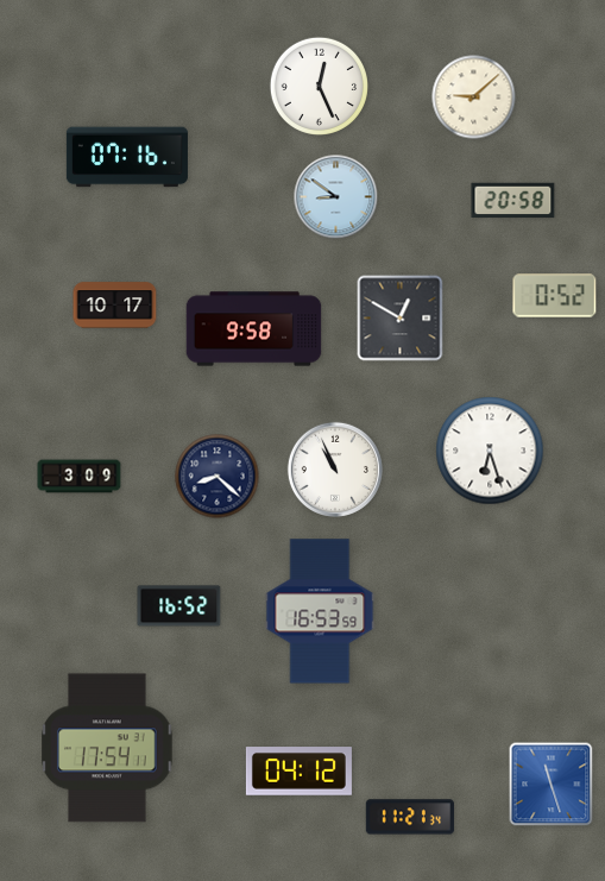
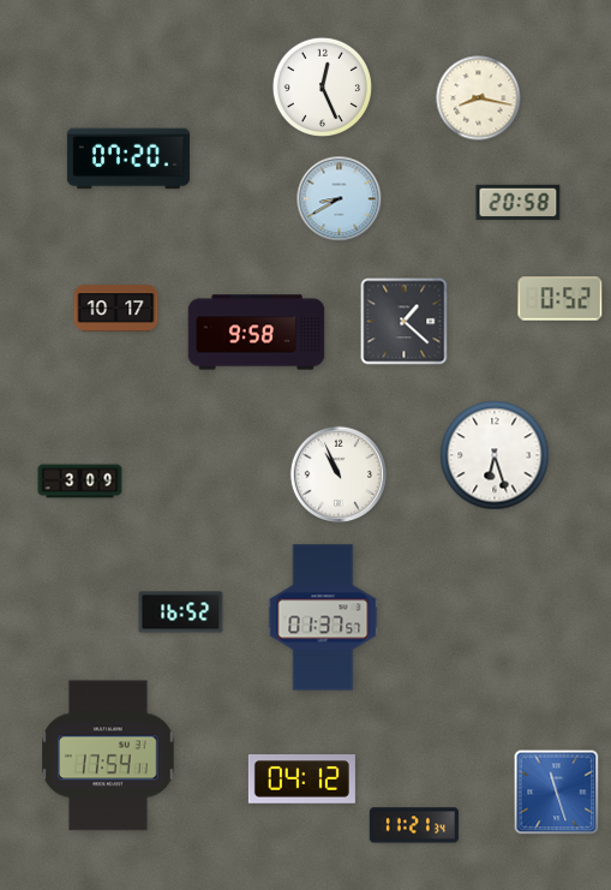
clock at (474, 97): 9:08 -> 8:17
clock at (127, 157): 07:16 -> 07:20
clock at (336, 197): 8:51 -> 8:40
clock at (401, 319): 12:50 -> 1:22
clock at (218, 477): 8:22 -> none
clock at (320, 611): 16:53 -> 01:37
